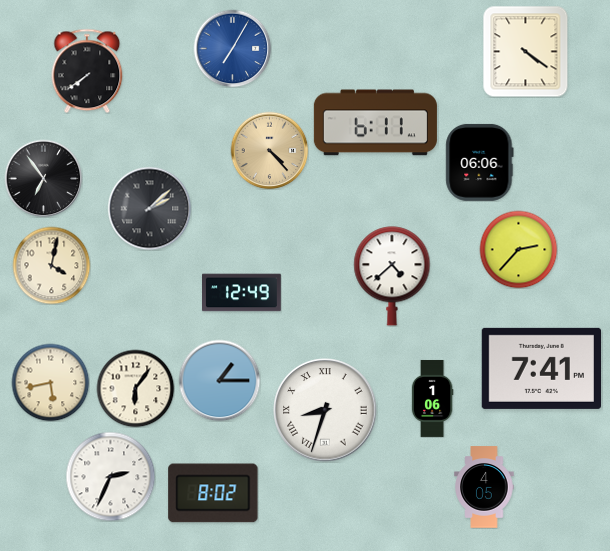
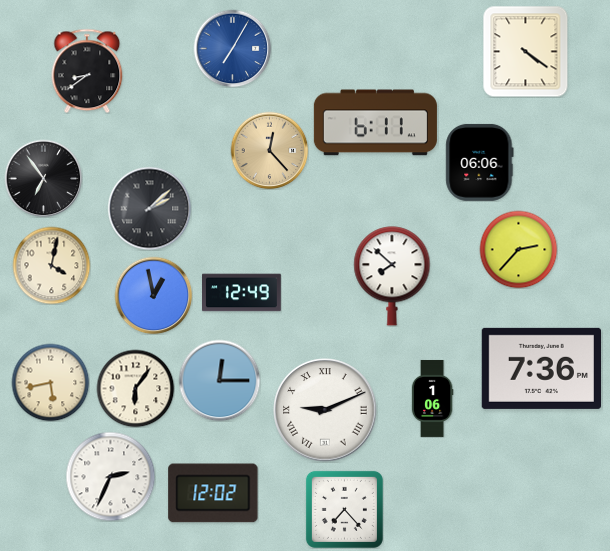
clock at (87, 71): 7:39 -> 8:39
clock at (269, 150): 4:23 -> 12:23
clock at (392, 276): 4:38 -> 7:52
clock at (153, 295): none -> 12:58
clock at (541, 368): 7:41 -> 7:36
clock at (219, 380): 1:15 -> 12:15
clock at (325, 410): 8:33 -> 9:11
clock at (484, 487): 4:05 -> none
clock at (213, 493): 8:02 -> 12:02
clock at (344, 509): none -> 7:23
